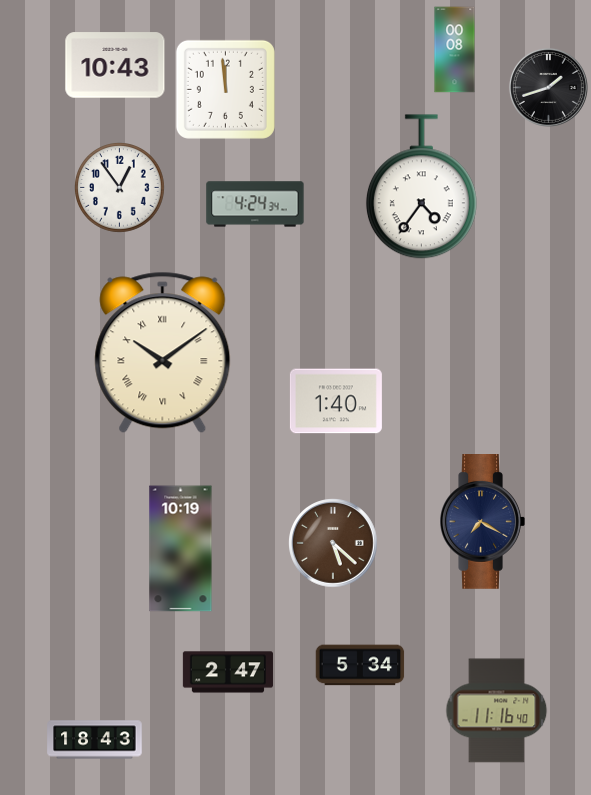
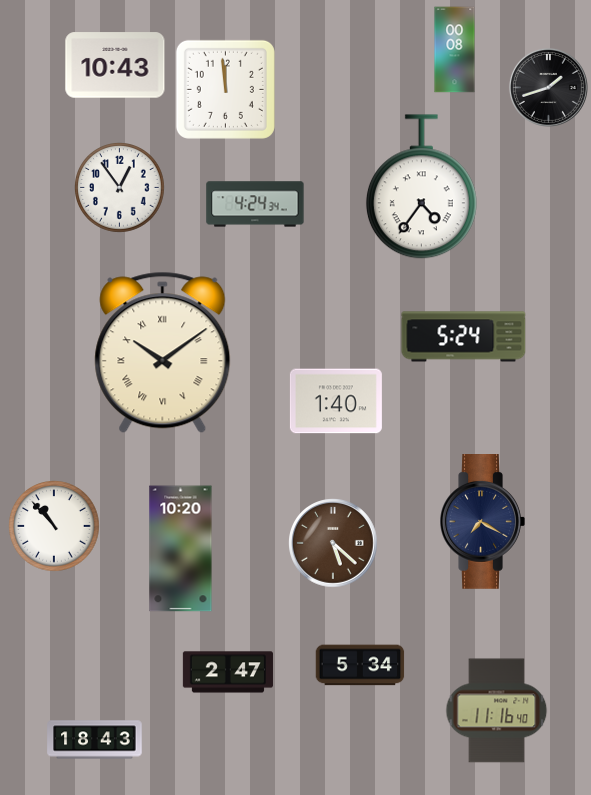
clock at (464, 337): none -> 5:24
clock at (54, 526): none -> 10:53
clock at (181, 549): 10:19 -> 10:20
